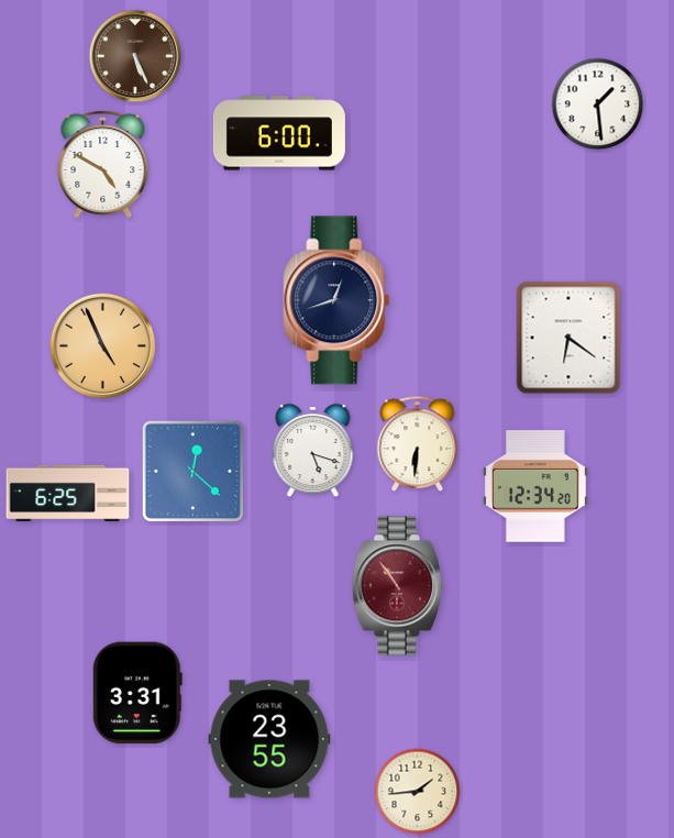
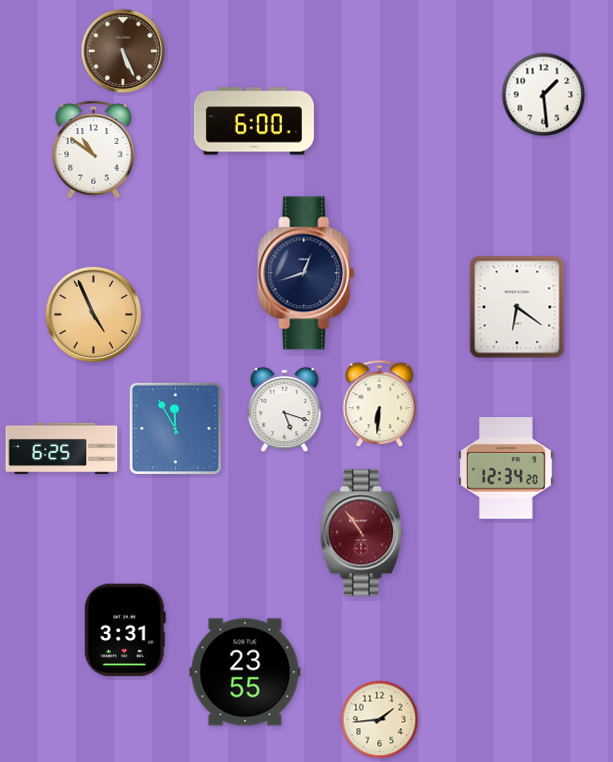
clock at (103, 165): 4:50 -> 10:51
clock at (192, 471): 12:22 -> 11:55
clock at (535, 486) position: (535, 486) -> (506, 468)
